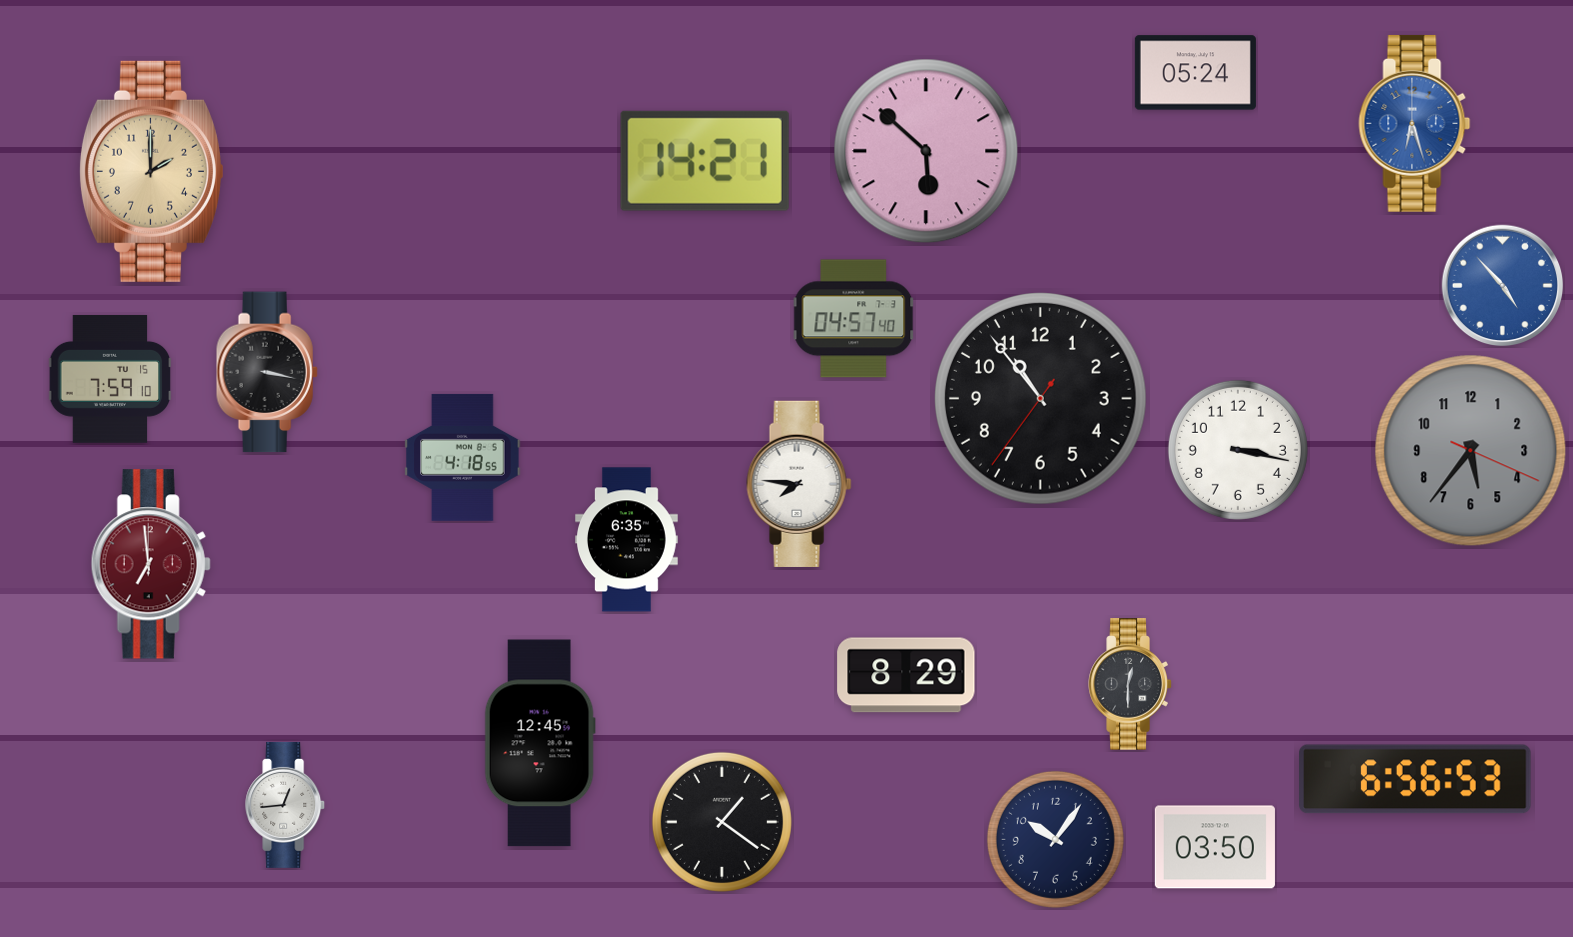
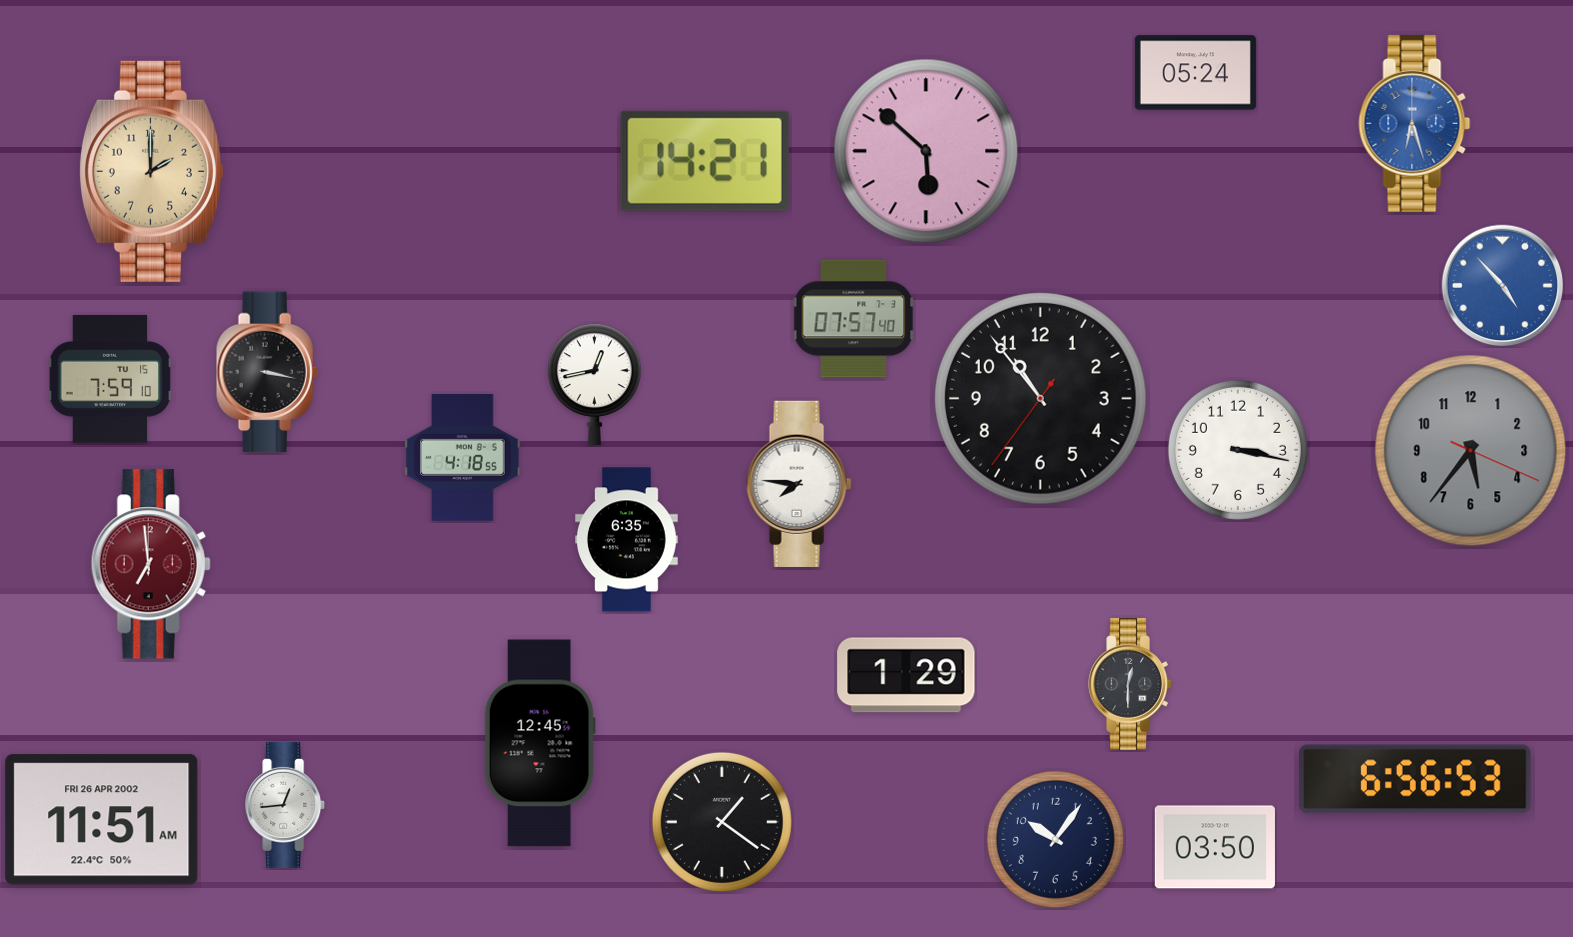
clock at (854, 319): 04:57 -> 07:57
clock at (595, 384): none -> 12:43
clock at (906, 675): 8:29 -> 1:29
clock at (102, 820): none -> 11:51
